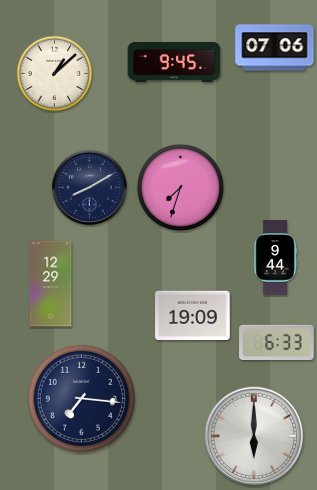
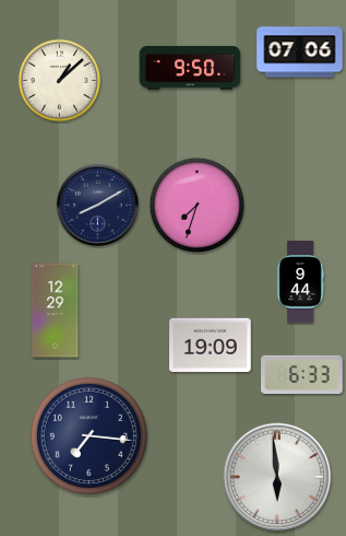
clock at (174, 62): 9:45 -> 9:50
clock at (254, 436): 6:00 -> 5:59
